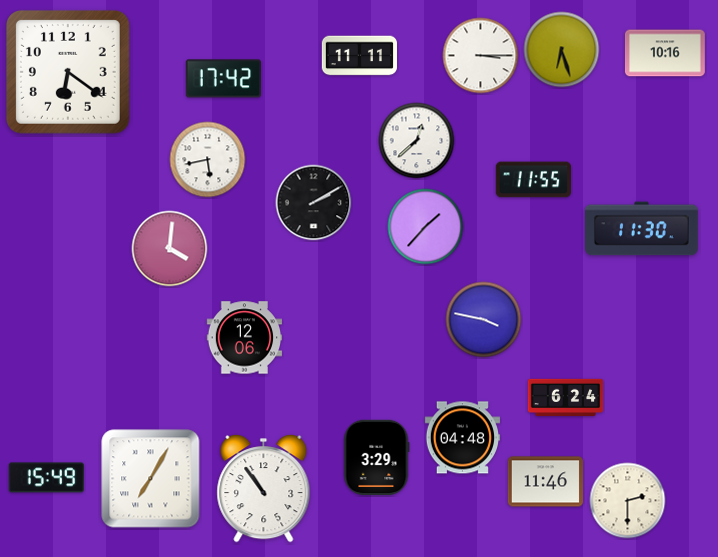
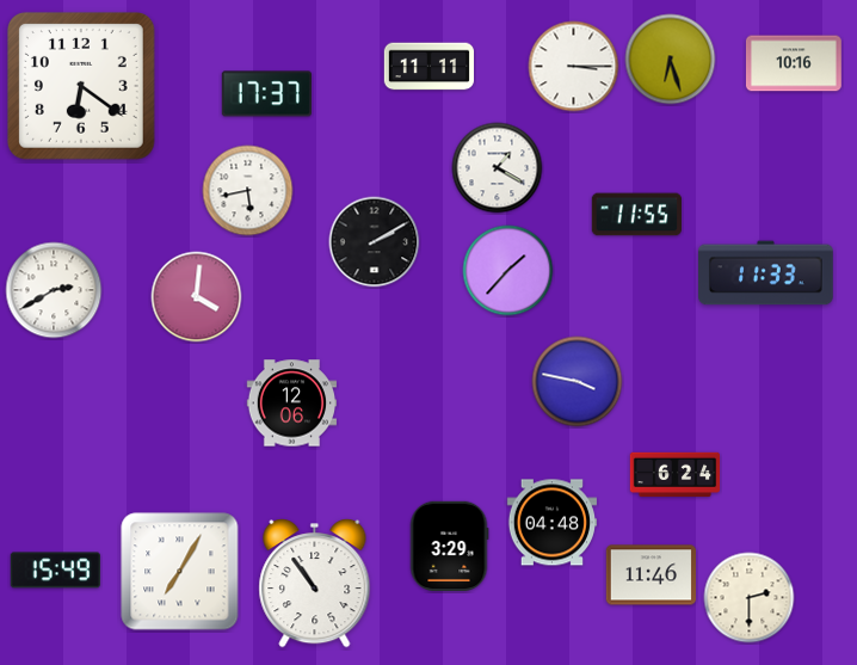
clock at (223, 79): 17:42 -> 17:37
clock at (417, 141): 12:38 -> 1:20
clock at (642, 229): 11:30 -> 11:33
clock at (54, 290): none -> 2:40
clock at (170, 249) position: (170, 249) -> (197, 297)
